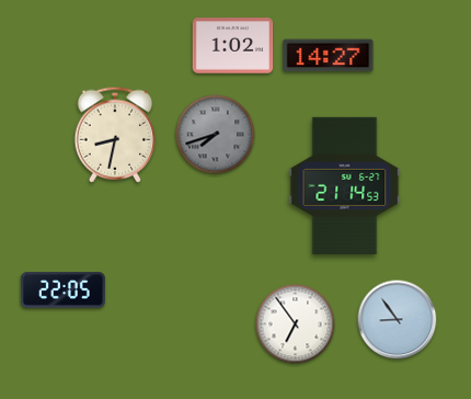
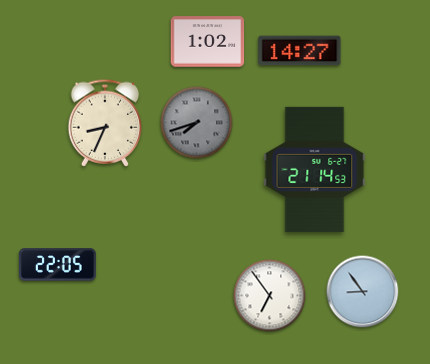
clock at (233, 46) position: (233, 46) -> (208, 42)
clock at (115, 135): 8:32 -> 8:34
